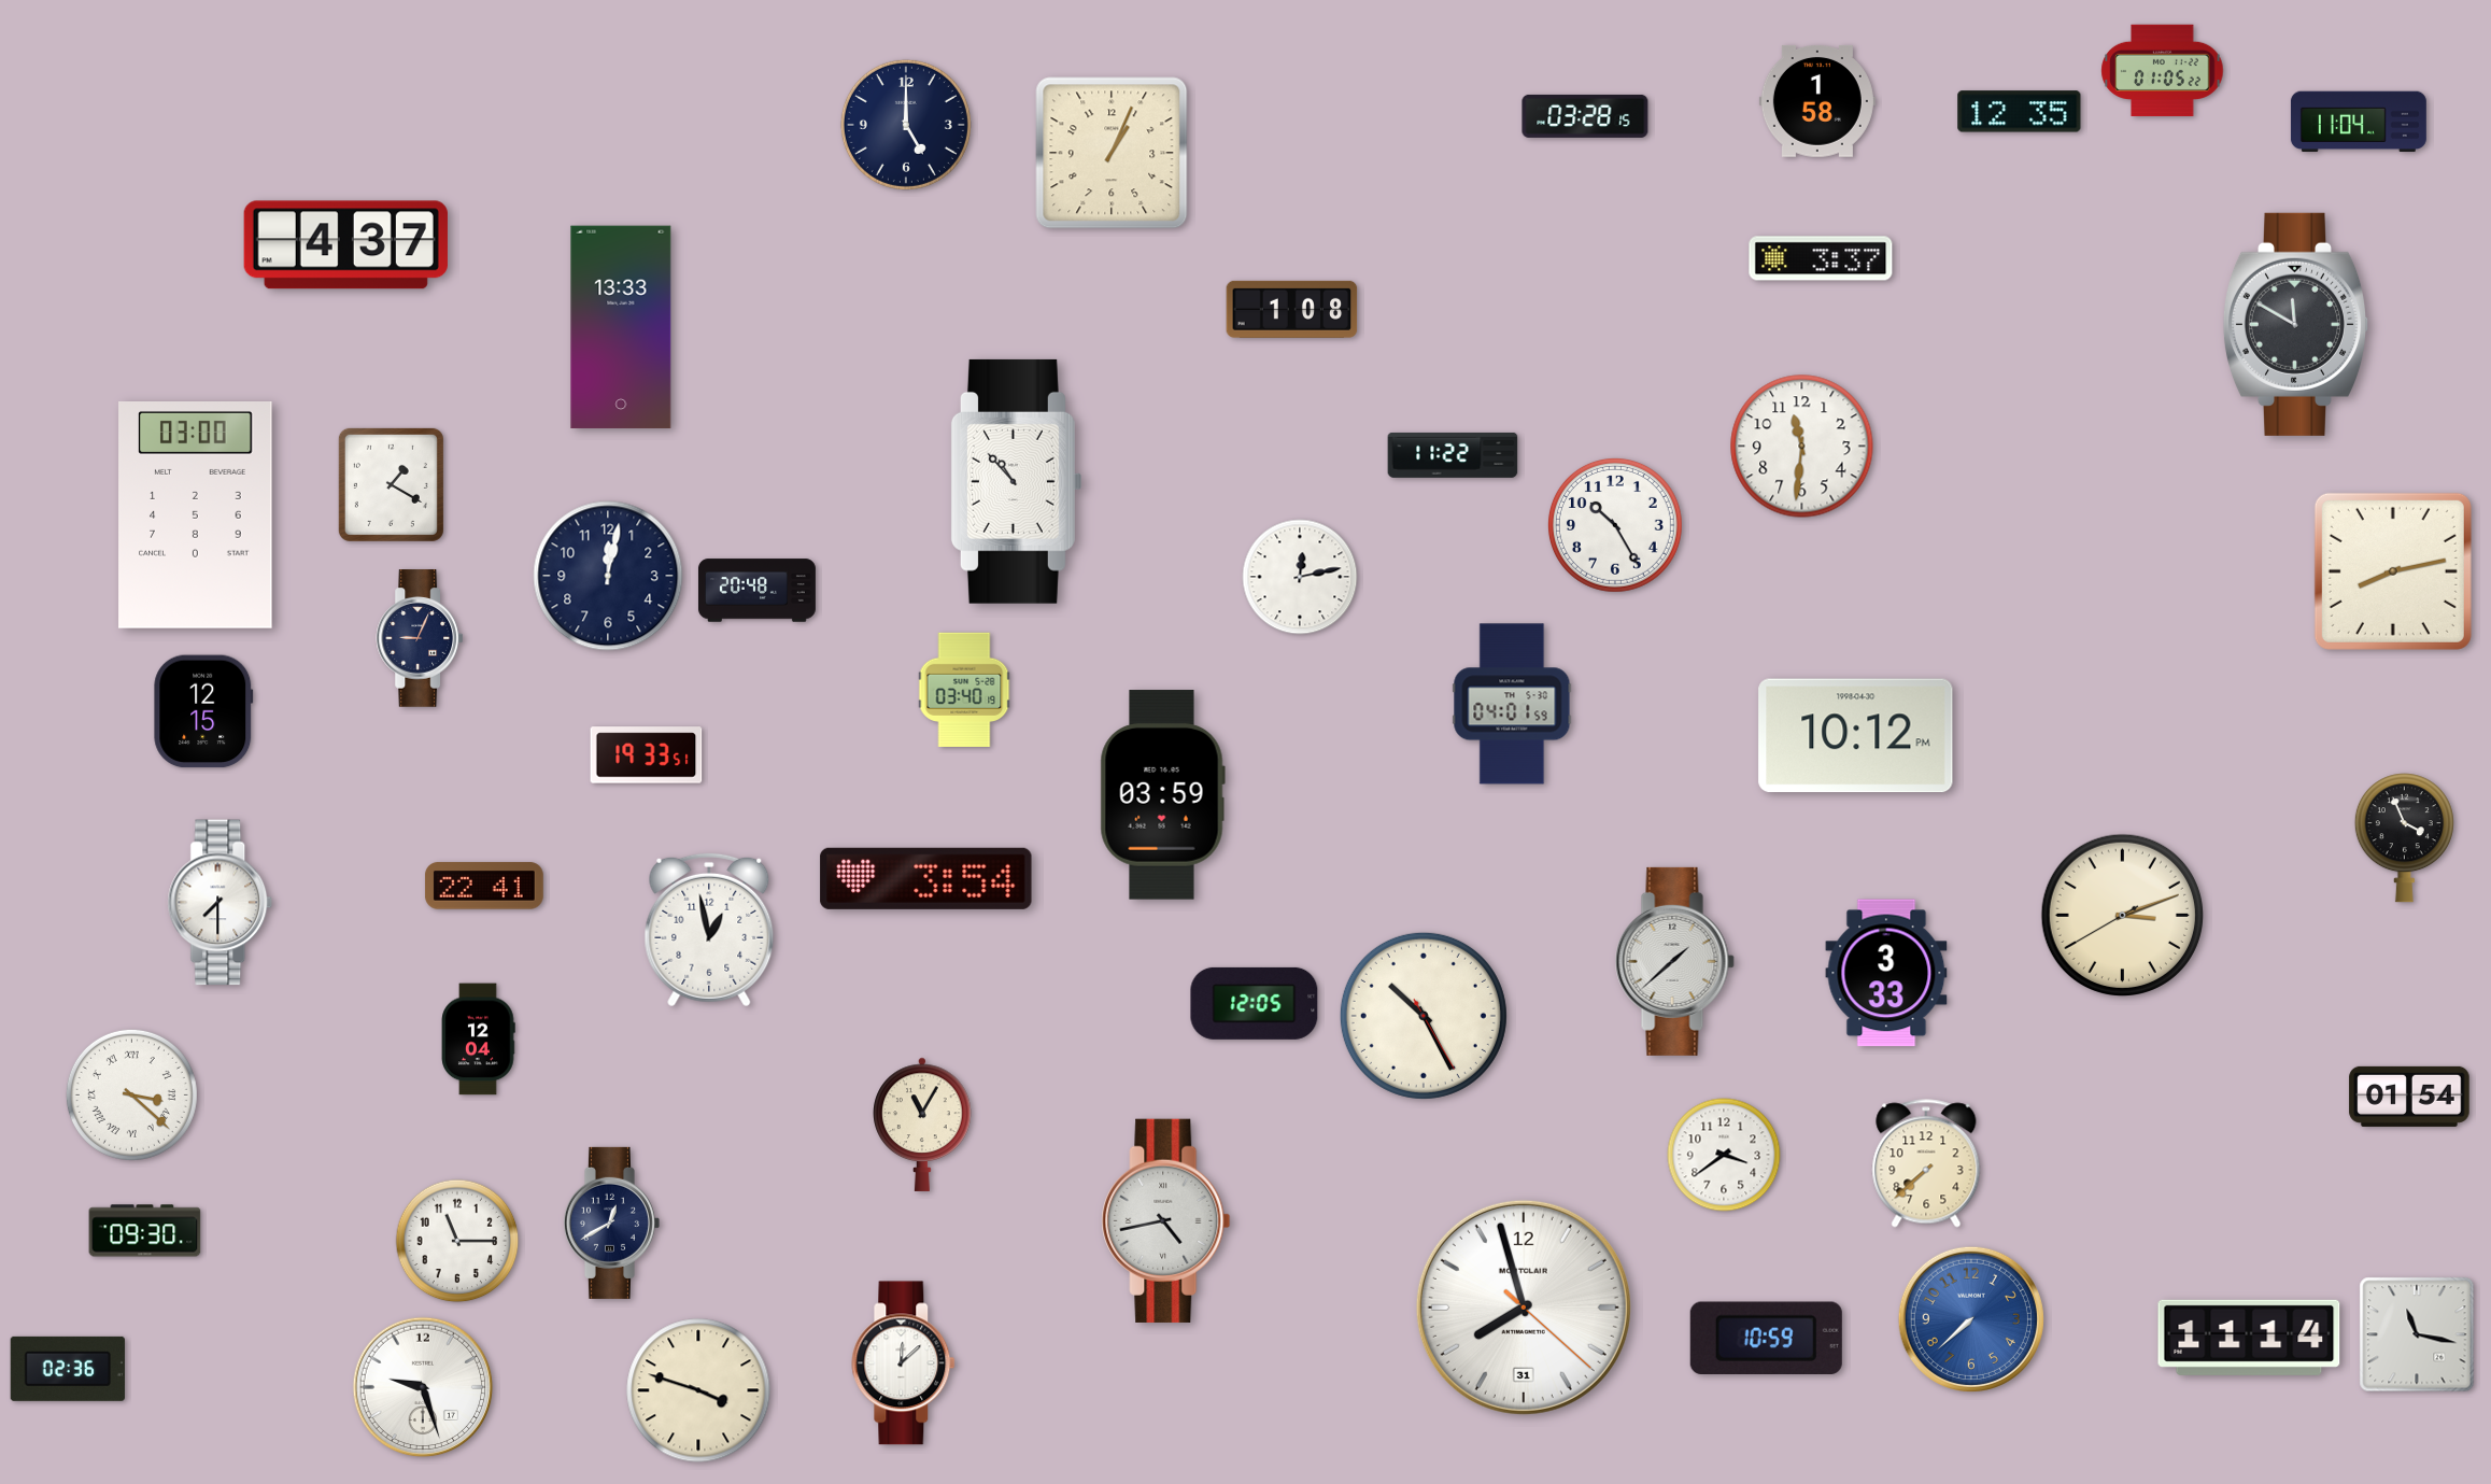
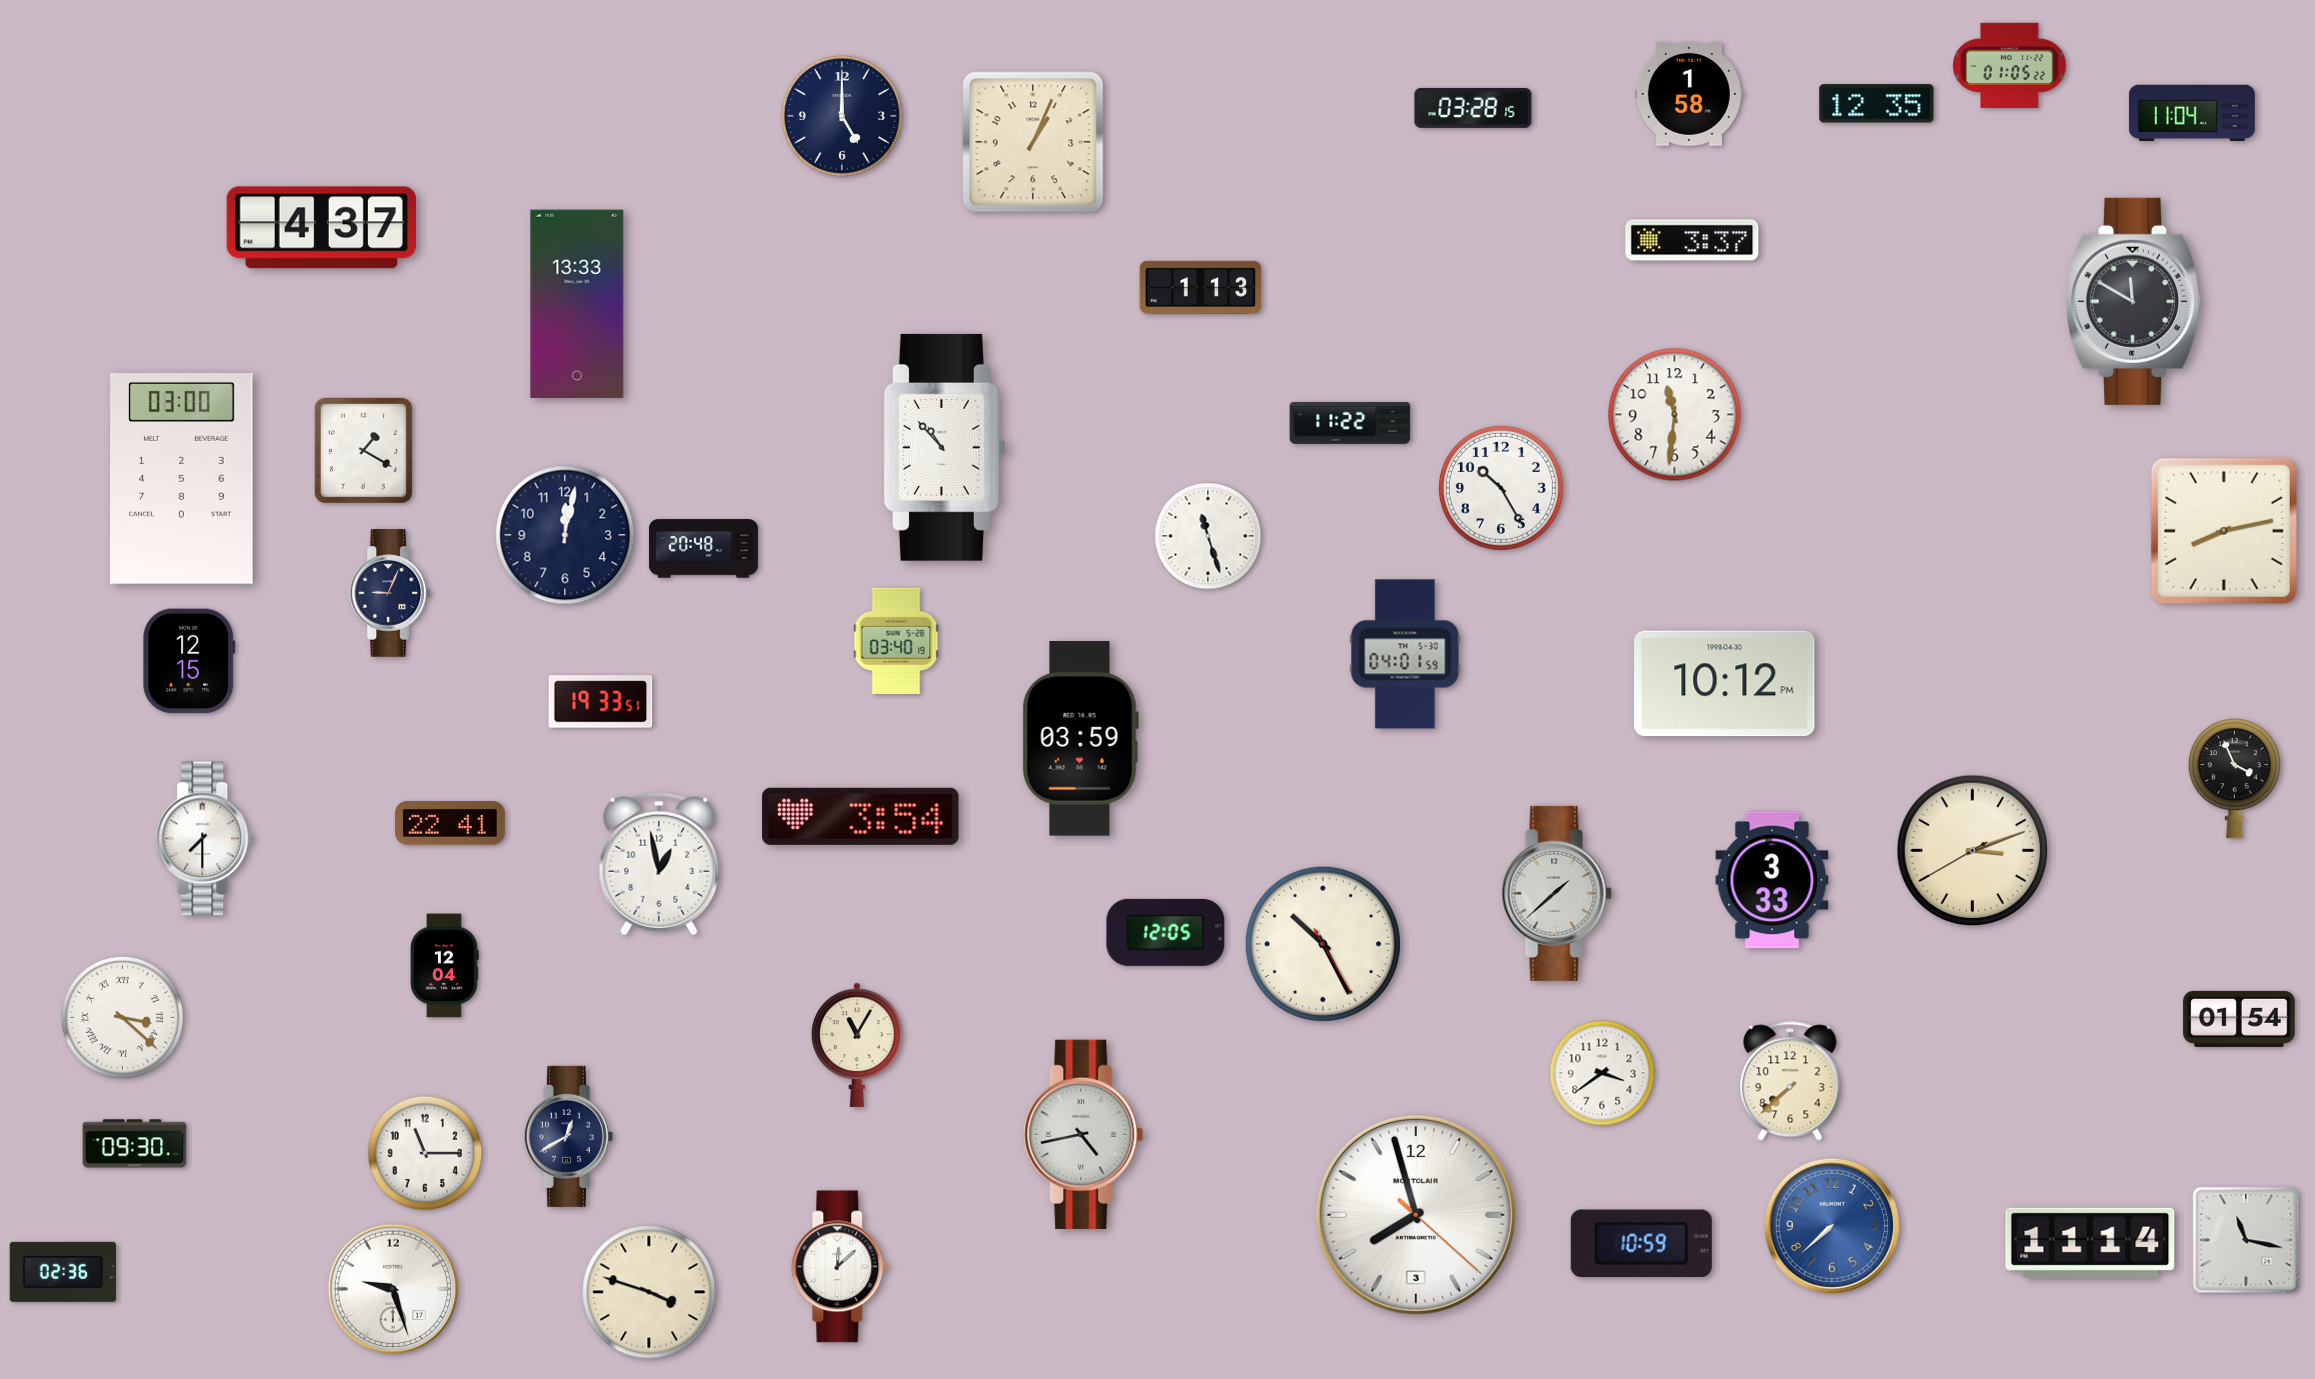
clock at (1292, 309): 1:08 -> 1:13
clock at (1300, 577): 12:13 -> 11:27
clock at (1886, 973) position: (1886, 973) -> (1772, 880)
clock at (1524, 1308) date: 31 -> 3
